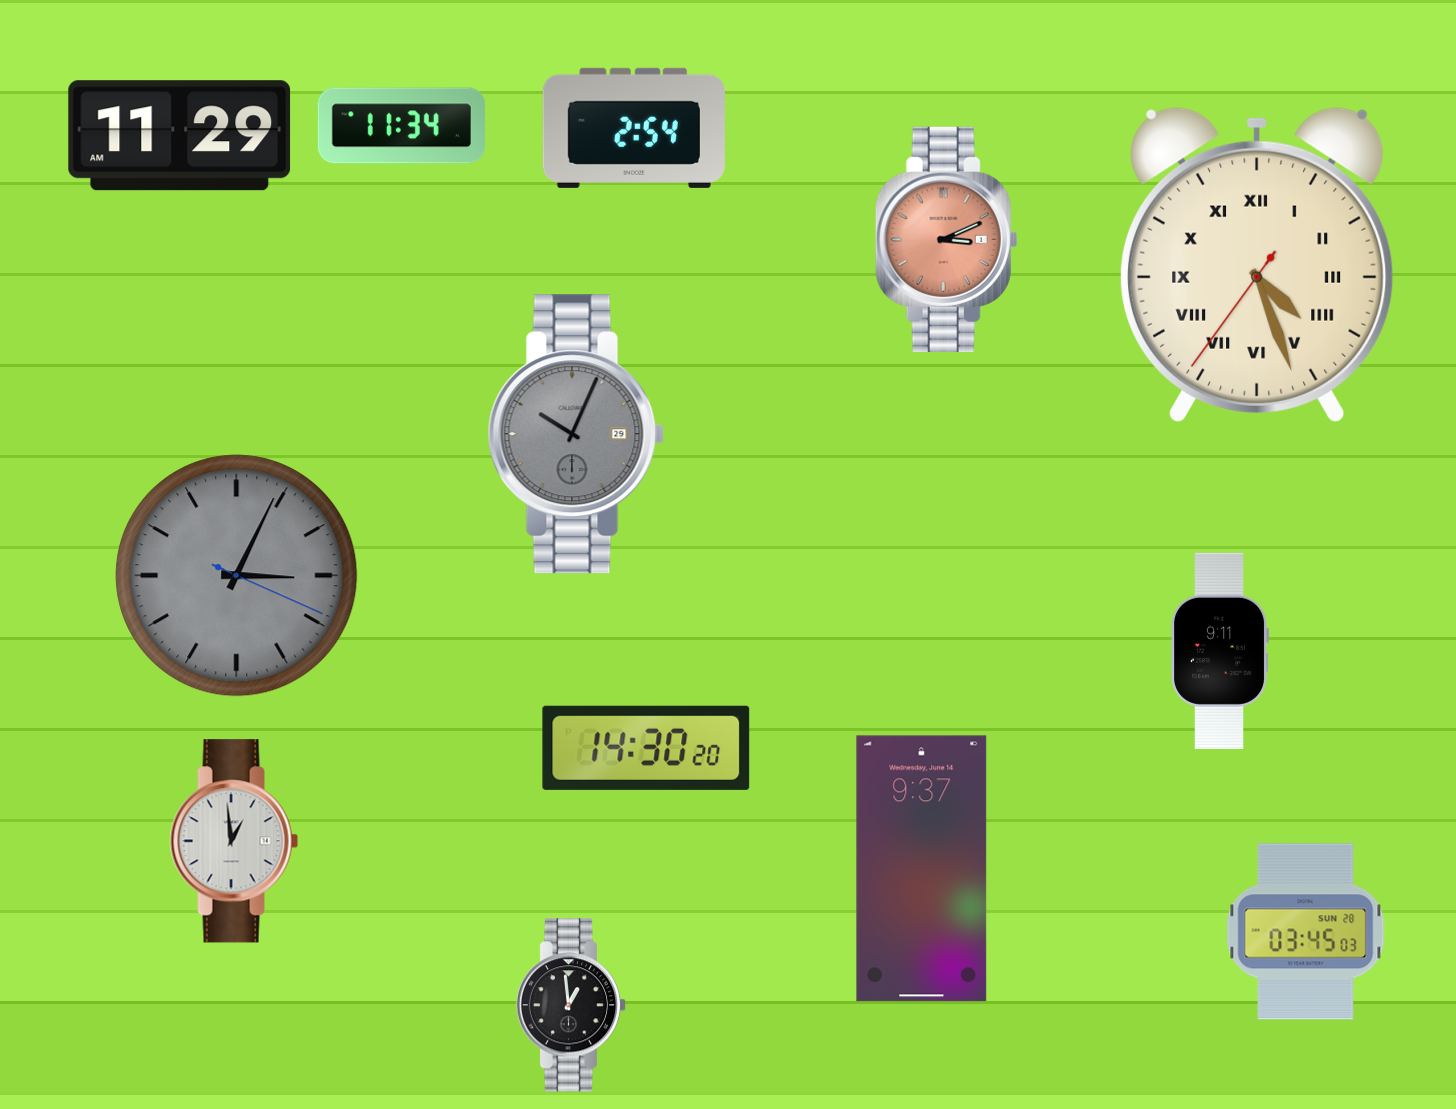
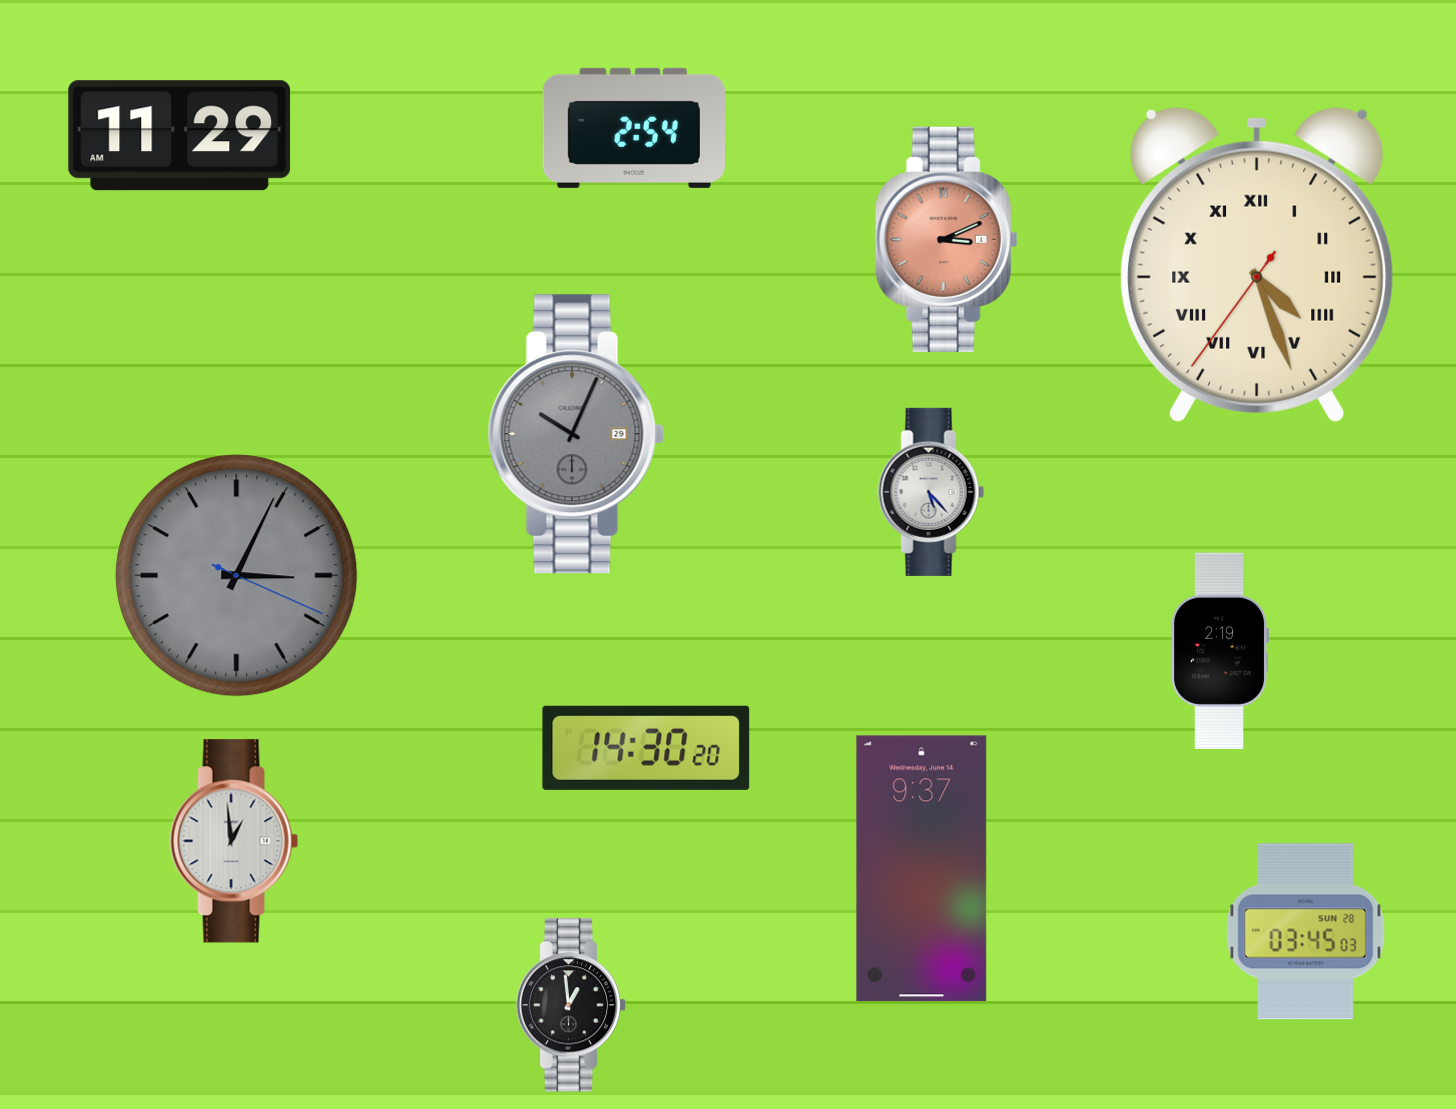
clock at (401, 126): 11:34 -> none
clock at (931, 492): none -> 5:23
clock at (1220, 651): 9:11 -> 2:19
